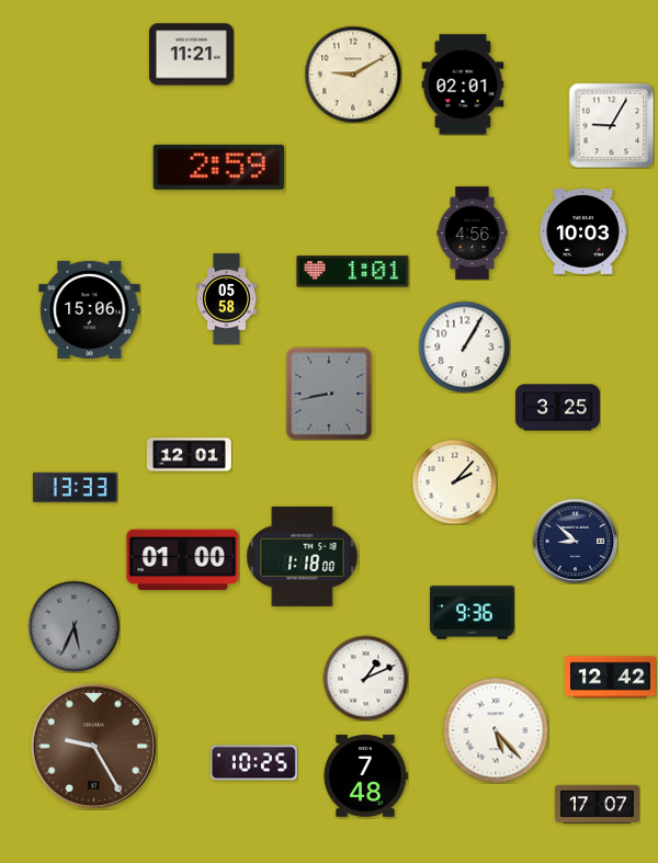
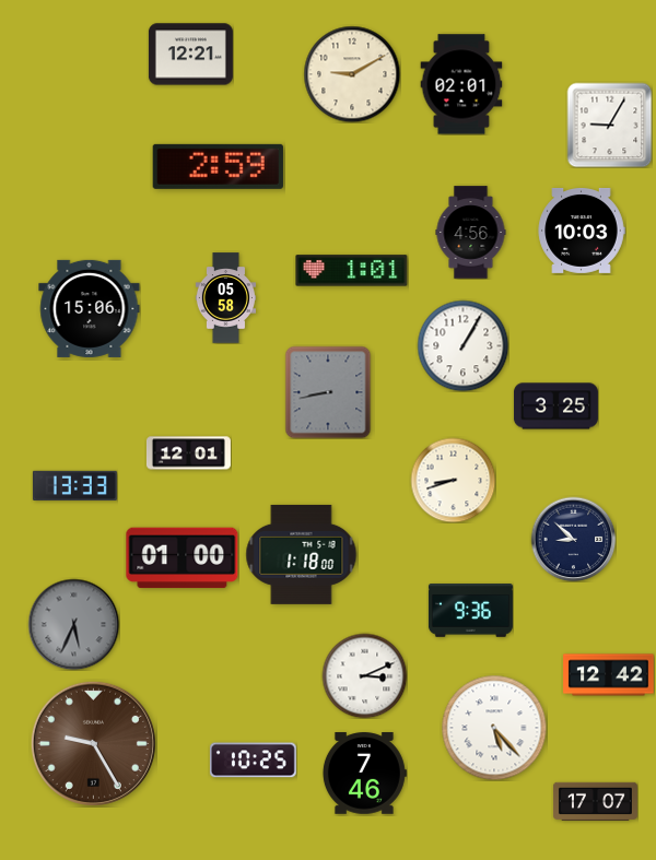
clock at (191, 55): 11:21 -> 12:21
clock at (454, 481): 2:07 -> 8:42
clock at (365, 678): 1:11 -> 3:11
clock at (365, 776): 7:48 -> 7:46
